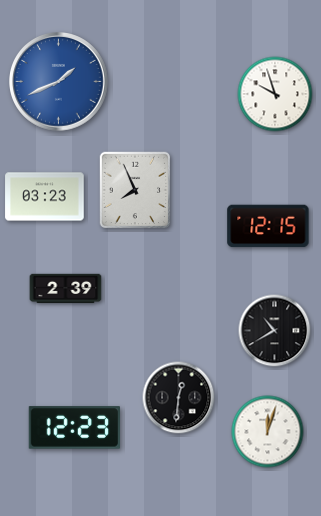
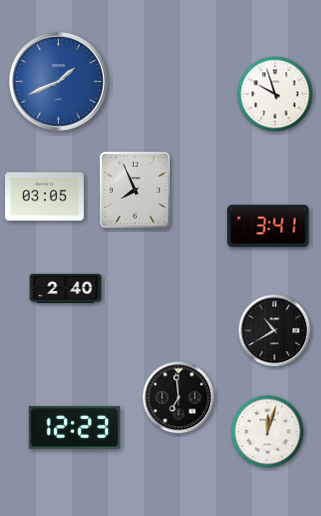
clock at (45, 197): 03:23 -> 03:05
clock at (268, 226): 12:15 -> 3:41
clock at (66, 289): 2:39 -> 2:40
clock at (179, 398): 12:31 -> 6:59
